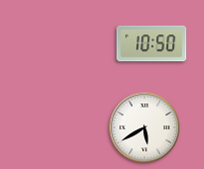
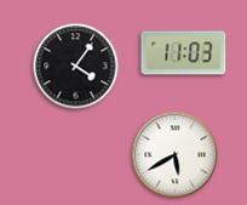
clock at (152, 44): 10:50 -> 11:03
clock at (76, 67): none -> 4:06
